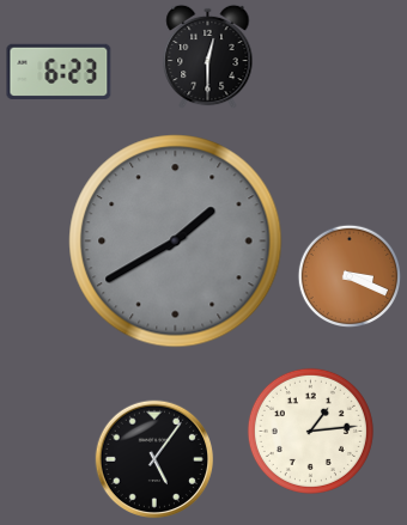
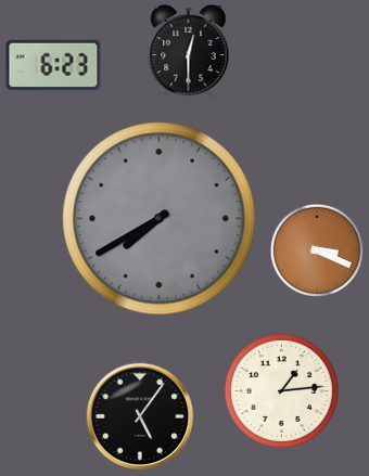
clock at (176, 242): 1:40 -> 7:40
